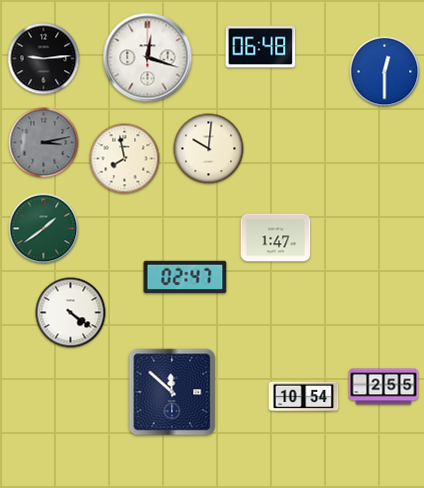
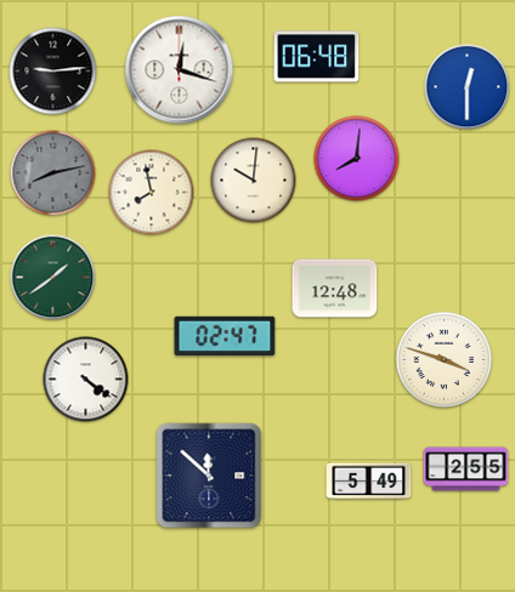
clock at (357, 159): none -> 8:01
clock at (44, 143): 3:13 -> 8:13
clock at (276, 238): 1:47 -> 12:48
clock at (445, 360): none -> 3:48
clock at (304, 397): 10:54 -> 5:49
